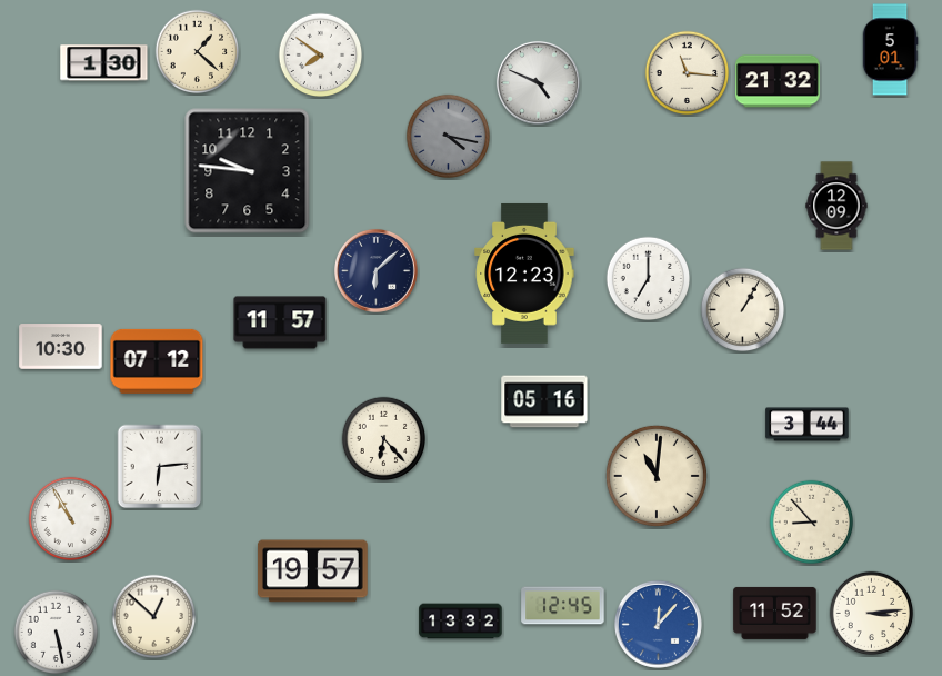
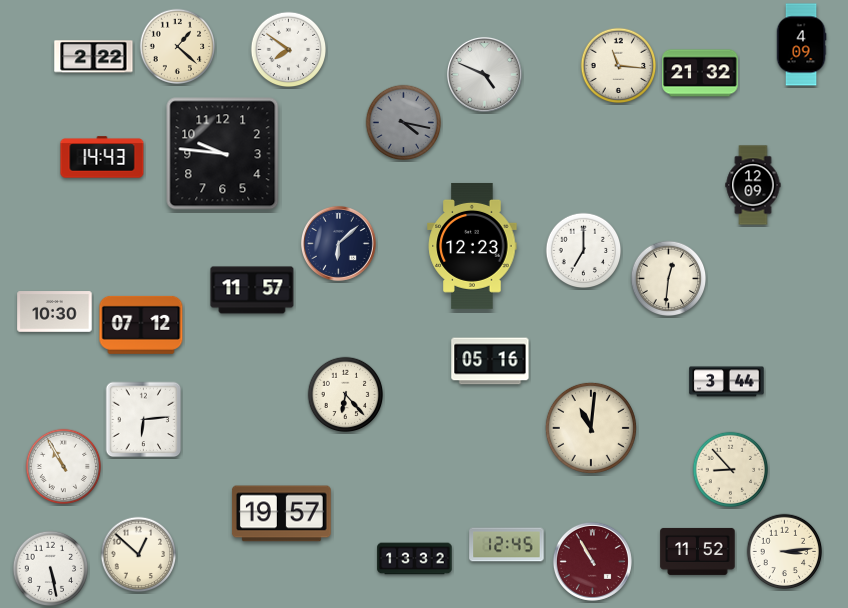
clock at (890, 50): 5:01 -> 4:09
clock at (104, 63): 1:30 -> 2:22
clock at (102, 157): none -> 14:43
clock at (743, 310): 1:05 -> 12:31
clock at (658, 624): 12:07 -> 10:55
clock at (658, 624) dial: blue -> burgundy
